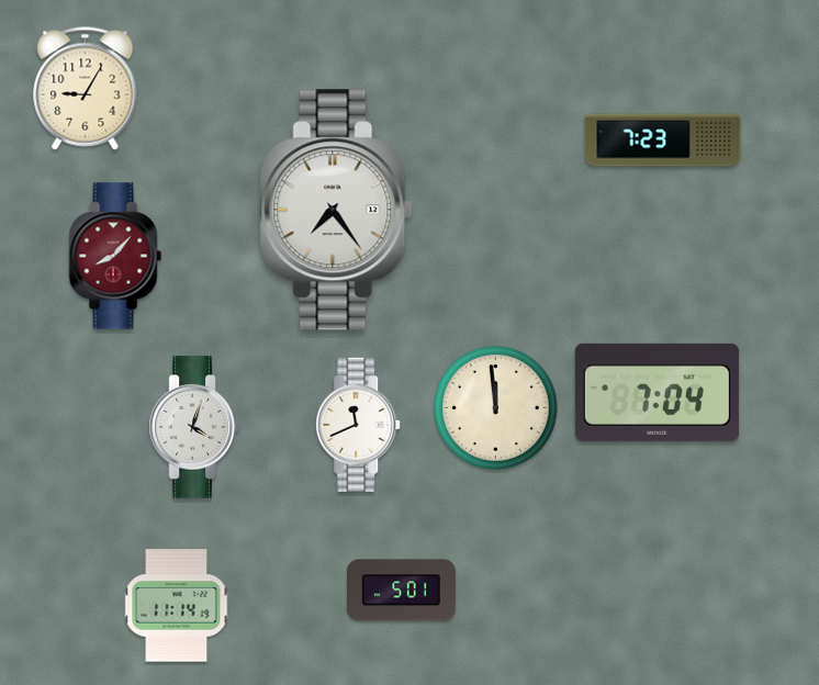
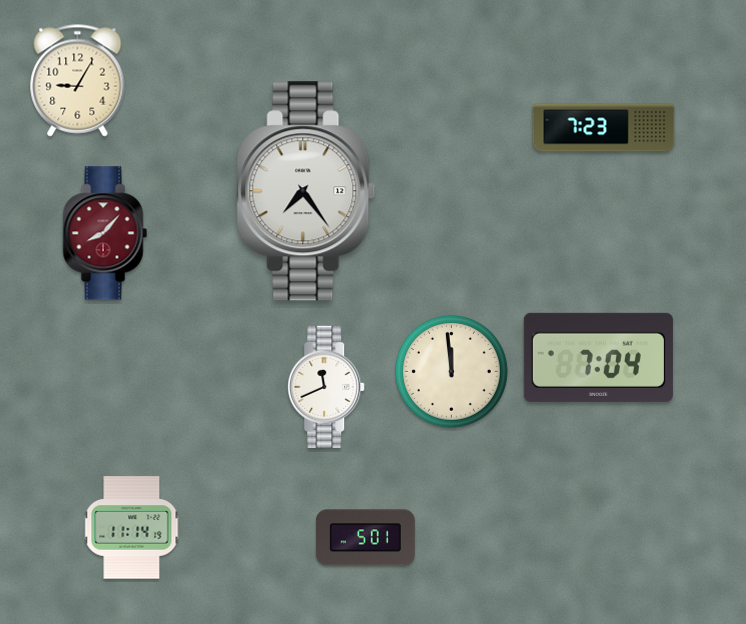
clock at (194, 427): 4:03 -> none
clock at (177, 606) position: (177, 606) -> (132, 528)
